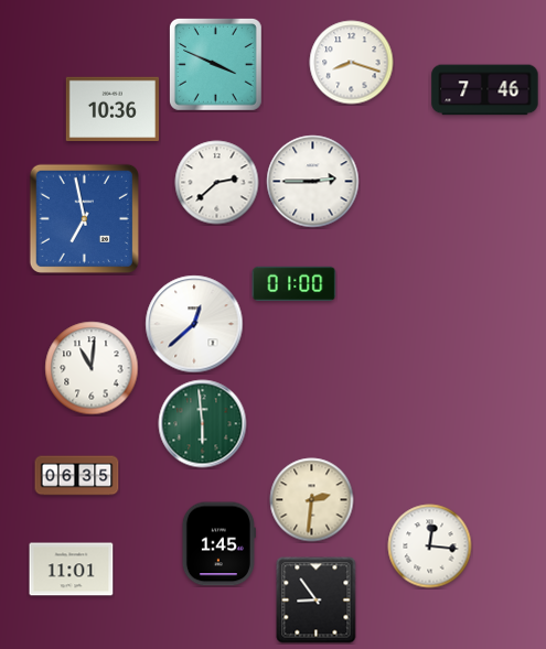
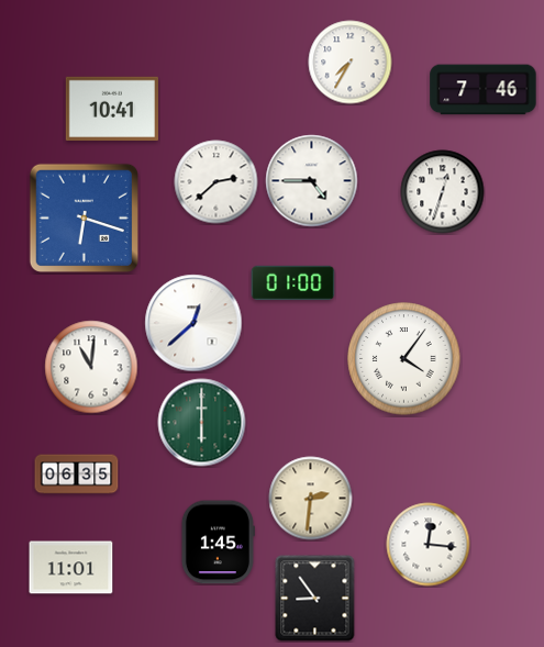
clock at (352, 63): 8:18 -> 7:35
clock at (216, 65): 3:49 -> none
clock at (111, 108): 10:36 -> 10:41
clock at (313, 182): 2:45 -> 4:45
clock at (443, 192): none -> 12:33
clock at (84, 218): 6:58 -> 6:18
clock at (404, 359): none -> 4:06
clock at (203, 424): 5:59 -> 6:00
